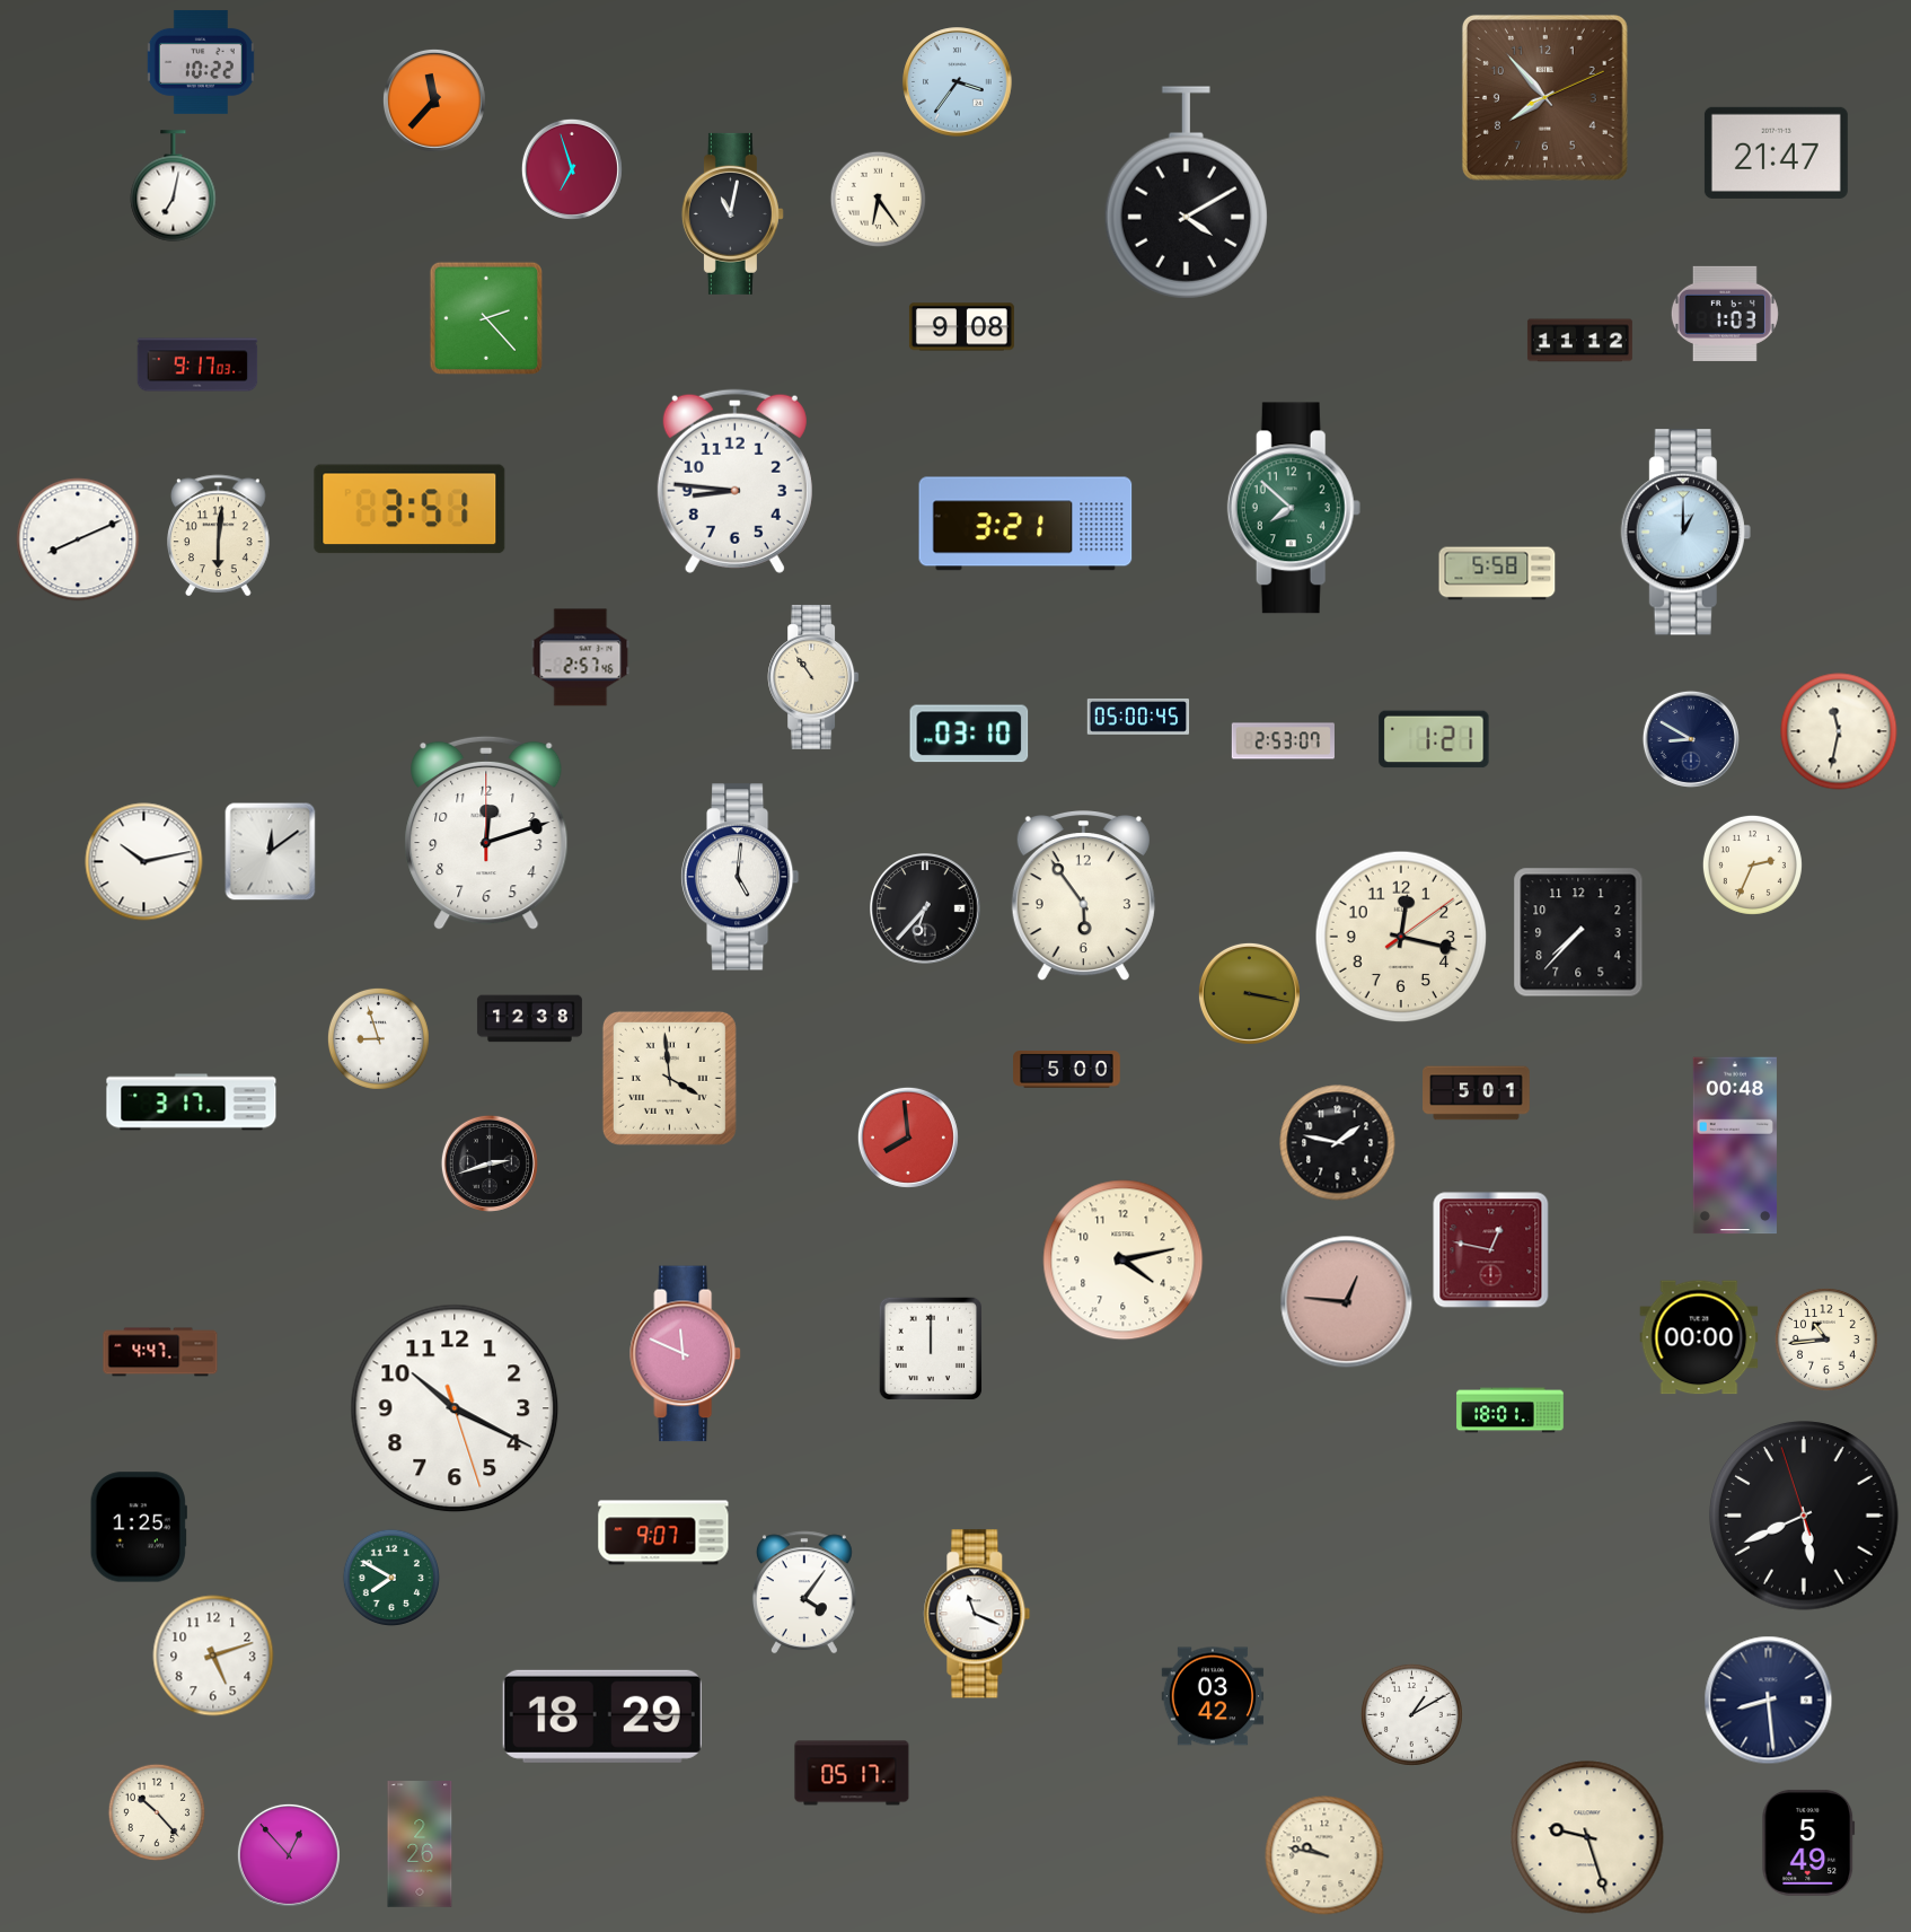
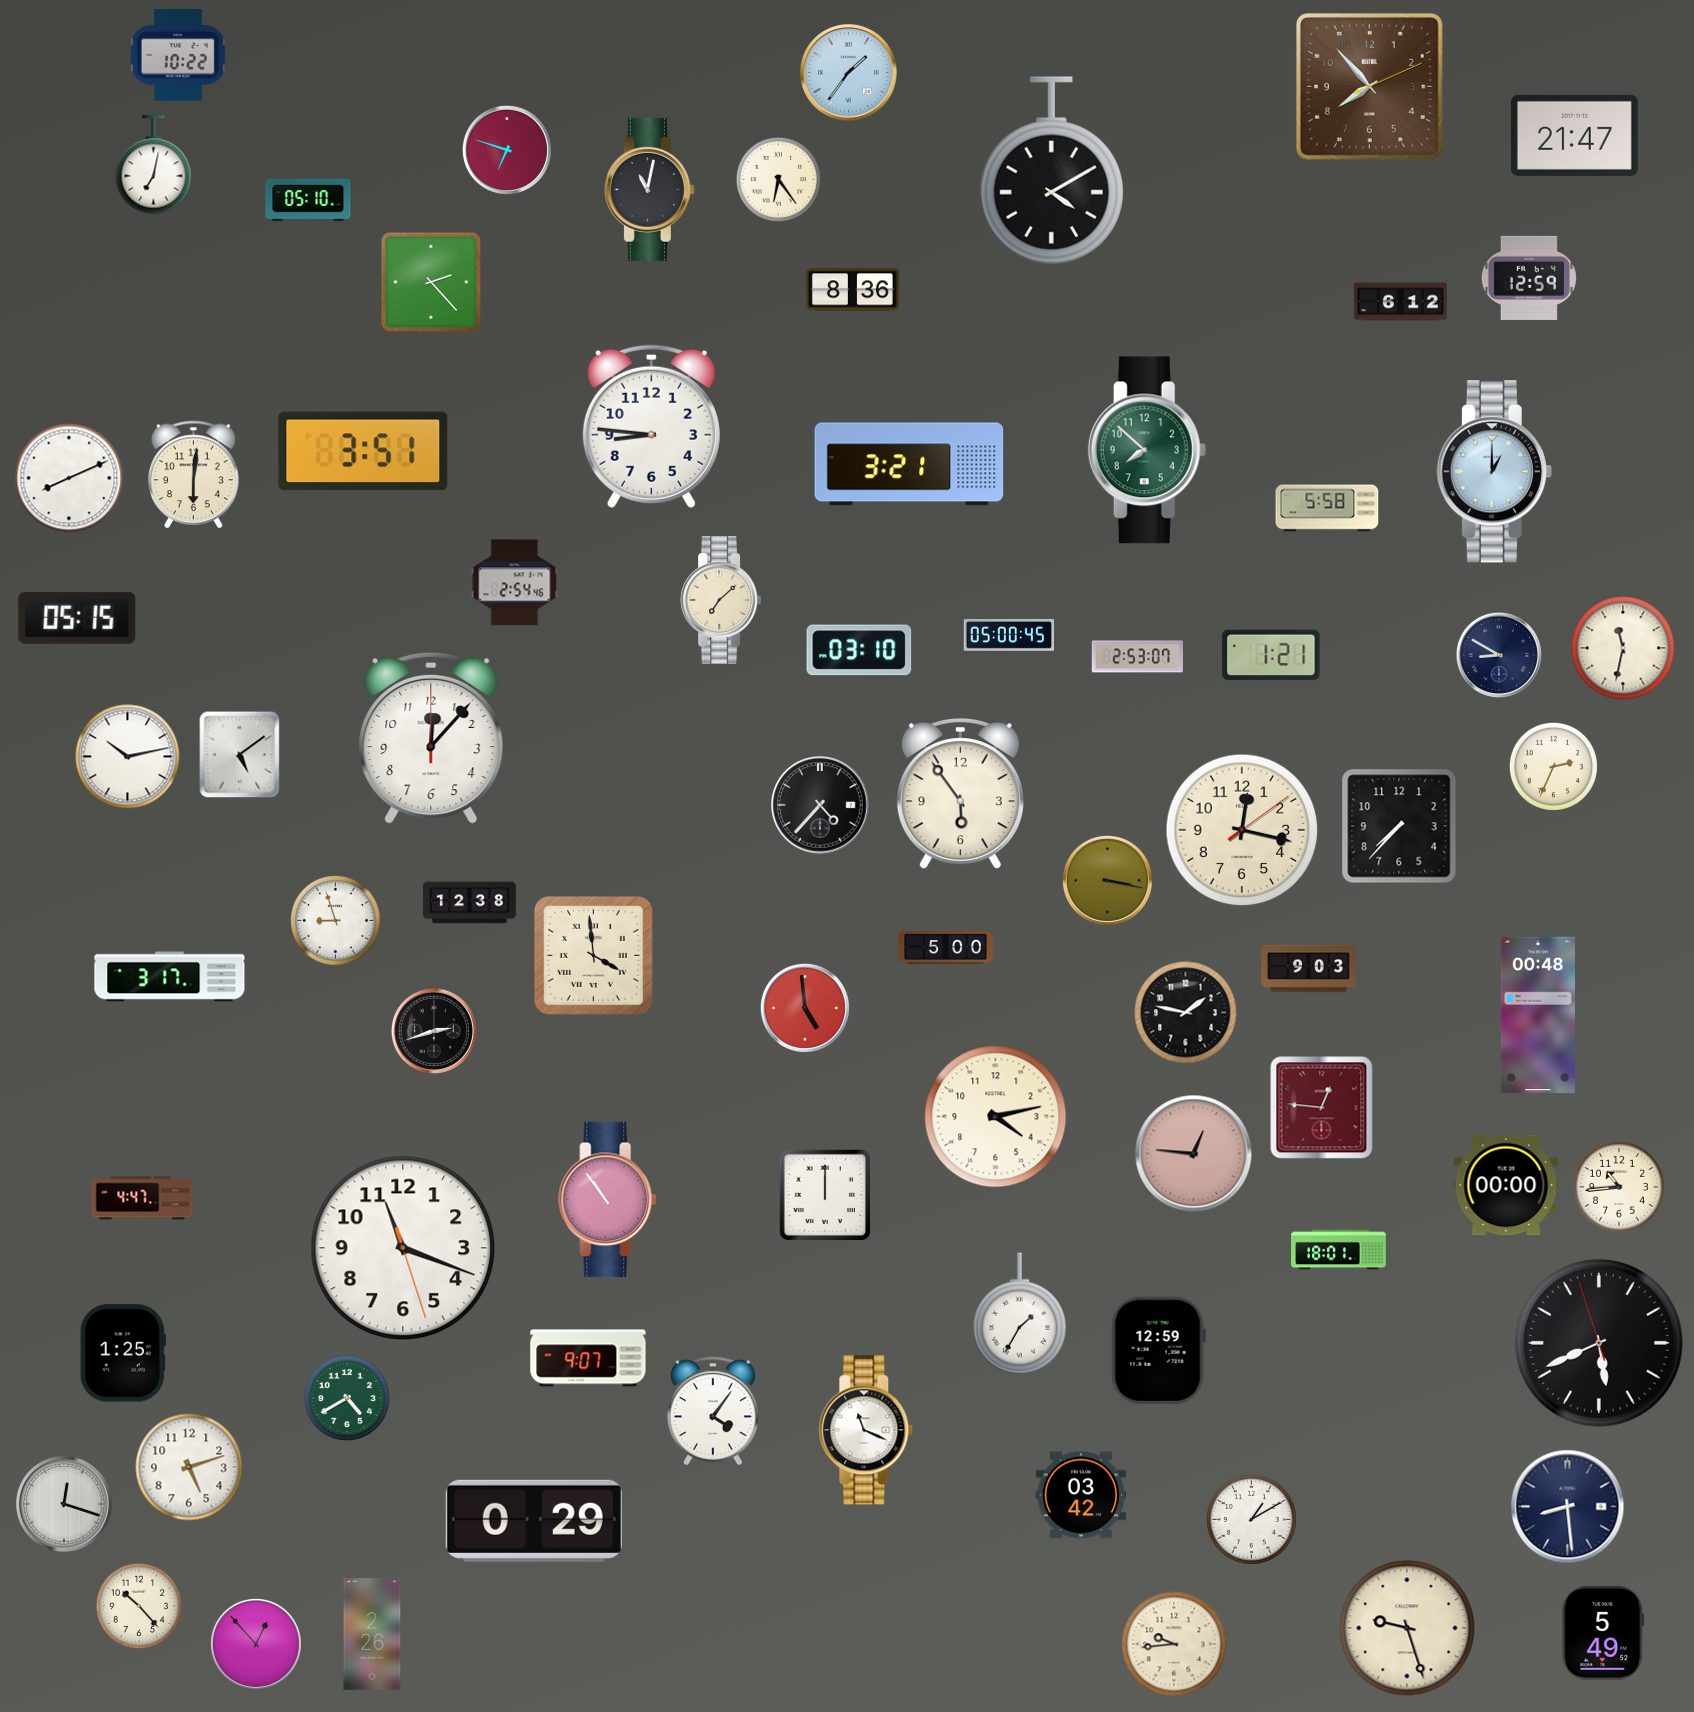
clock at (958, 82): 3:36 -> 1:36
clock at (434, 100): 11:37 -> none
clock at (572, 169): 6:57 -> 6:48
clock at (879, 200) position: (879, 200) -> (779, 180)
clock at (308, 200): none -> 05:10
clock at (1725, 314): 1:03 -> 12:59
clock at (961, 327): 9:08 -> 8:36
clock at (1579, 341): 11:12 -> 6:12
clock at (197, 365): 9:17 -> none
clock at (581, 658): 2:57 -> 2:54
clock at (813, 677): 10:54 -> 7:08
clock at (77, 618): none -> 05:15
clock at (1839, 731) position: (1839, 731) -> (1623, 648)
clock at (486, 833): 12:12 -> 12:07
clock at (271, 852): 12:09 -> 5:09
clock at (144, 862) position: (144, 862) -> (128, 757)
clock at (740, 877): 5:01 -> none
clock at (925, 908): 6:37 -> 4:37
clock at (1477, 1094): 5:01 -> 9:03
clock at (908, 1138): 7:59 -> 4:59
clock at (1491, 1250): 12:47 -> 12:46
clock at (686, 1354): 11:49 -> 10:54
clock at (455, 1408): 10:19 -> 11:18
clock at (1019, 1314): none -> 1:35
clock at (1158, 1350): none -> 12:59
clock at (390, 1577): 7:50 -> 4:40
clock at (1213, 1696) position: (1213, 1696) -> (1081, 1495)
clock at (64, 1504): none -> 12:18
clock at (602, 1716): 18:29 -> 0:29
clock at (852, 1773): 05:17 -> none
clock at (1324, 1855): 9:47 -> 9:44
